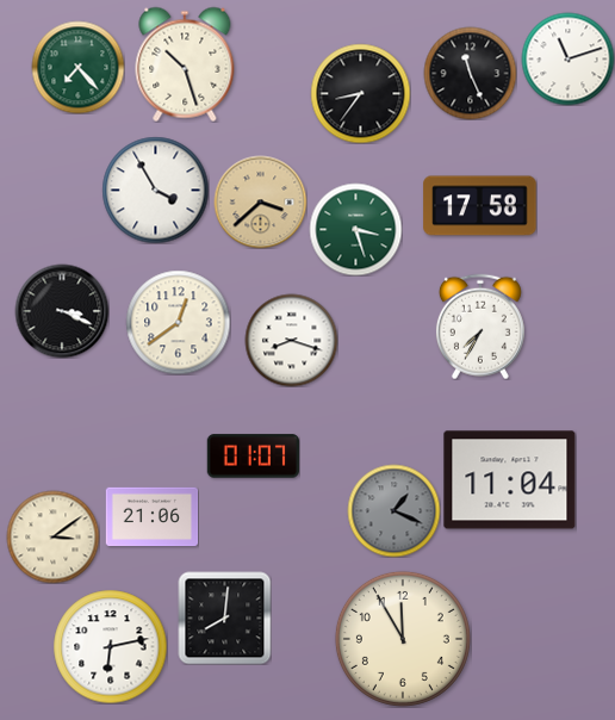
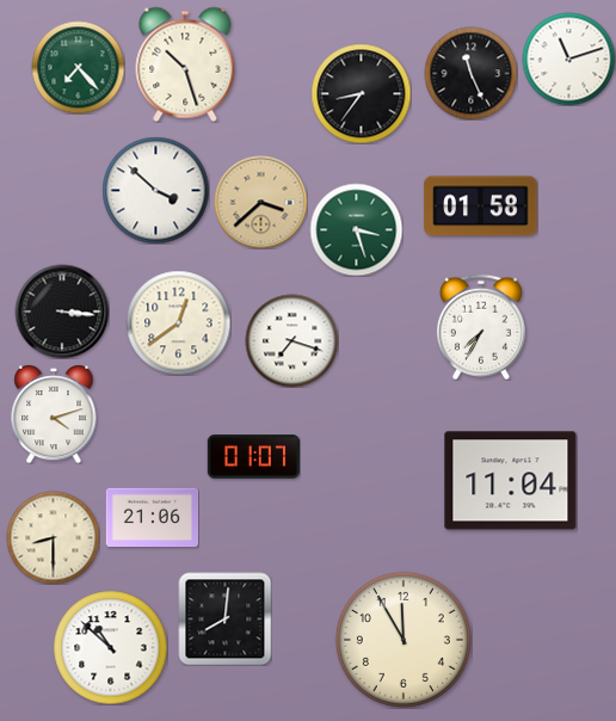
clock at (155, 190): 3:55 -> 3:52
clock at (480, 206): 17:58 -> 01:58
clock at (62, 311): 3:19 -> 3:16
clock at (291, 340): 8:18 -> 7:18
clock at (54, 414): none -> 4:12
clock at (393, 510): 1:19 -> none
clock at (52, 536): 3:09 -> 8:30
clock at (110, 646): 6:13 -> 10:52
